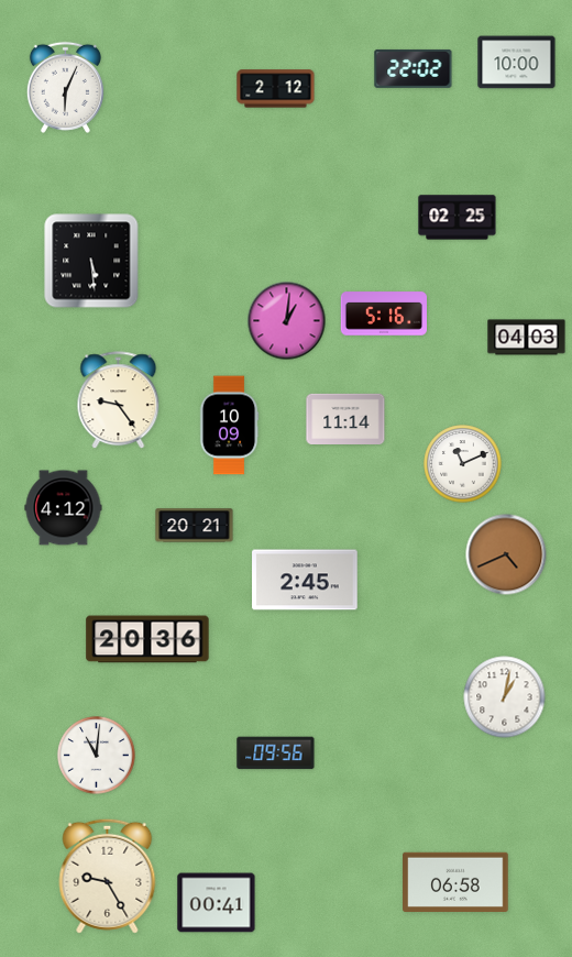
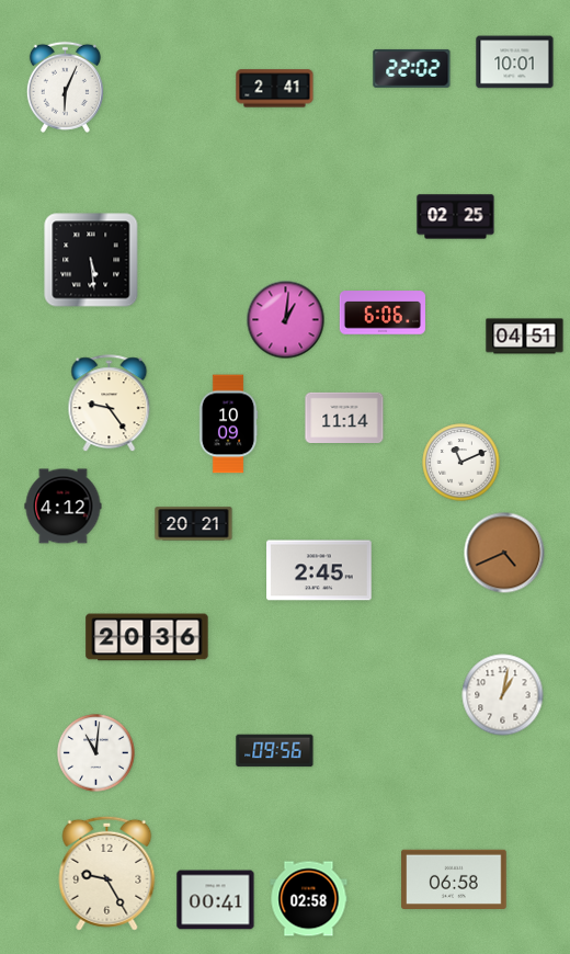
clock at (517, 63): 10:00 -> 10:01
clock at (276, 89): 2:12 -> 2:41
clock at (383, 313): 5:16 -> 6:06
clock at (527, 338): 04:03 -> 04:51
clock at (119, 400) position: (119, 400) -> (110, 404)
clock at (305, 580) position: (305, 580) -> (319, 570)
clock at (309, 899): none -> 02:58
